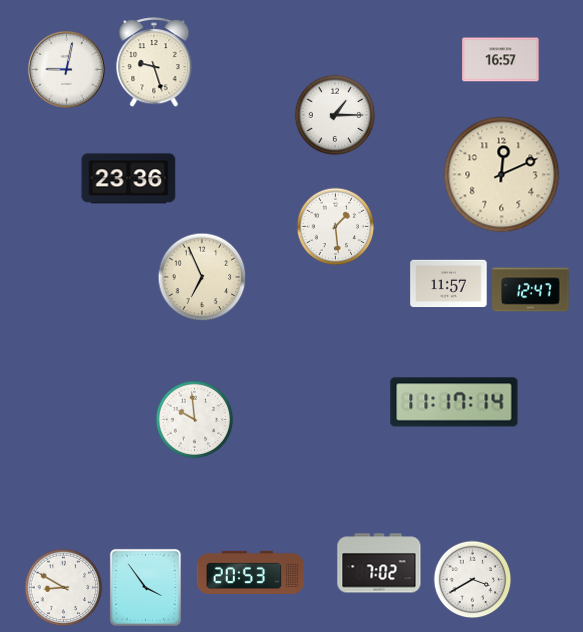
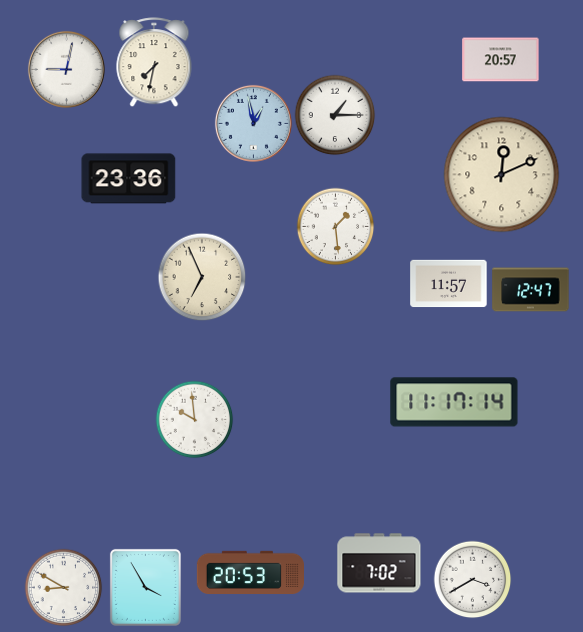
clock at (501, 60): 16:57 -> 20:57
clock at (154, 62): 9:27 -> 7:32
clock at (253, 123): none -> 12:58
clock at (145, 587): 3:54 -> 3:55
